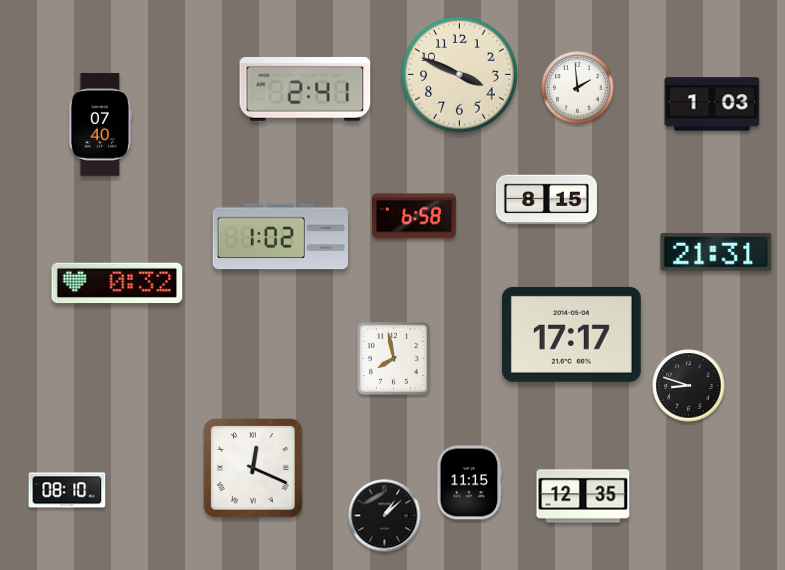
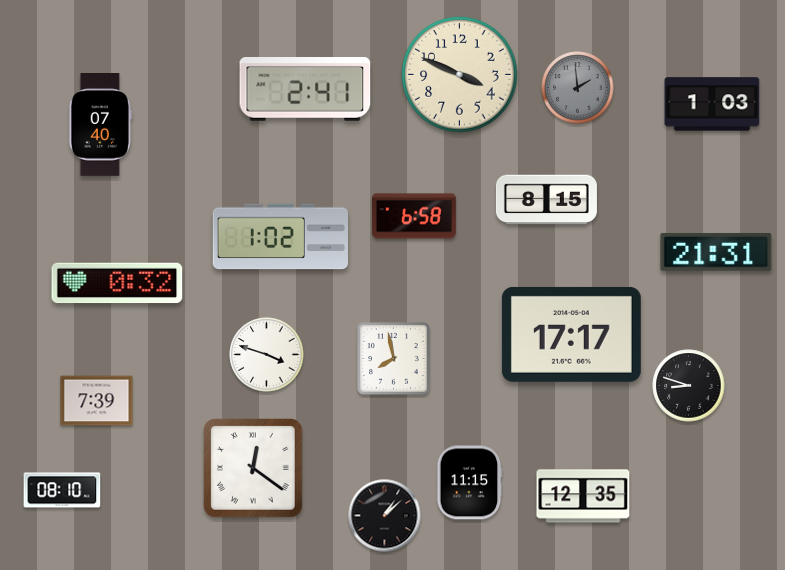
clock at (578, 88) dial: white -> grey
clock at (267, 355): none -> 3:48
clock at (97, 401): none -> 7:39
clock at (254, 469): 12:19 -> 12:21
clock at (67, 490) position: (67, 490) -> (62, 490)
